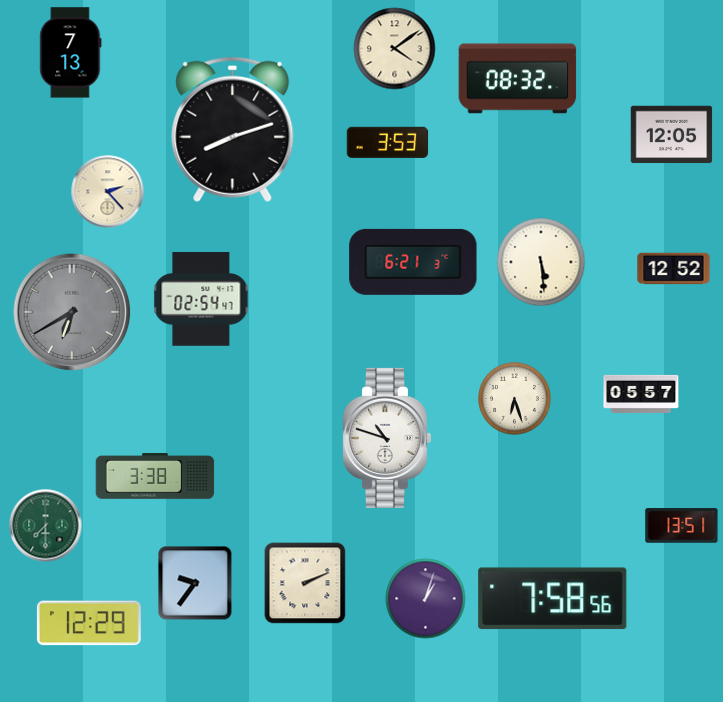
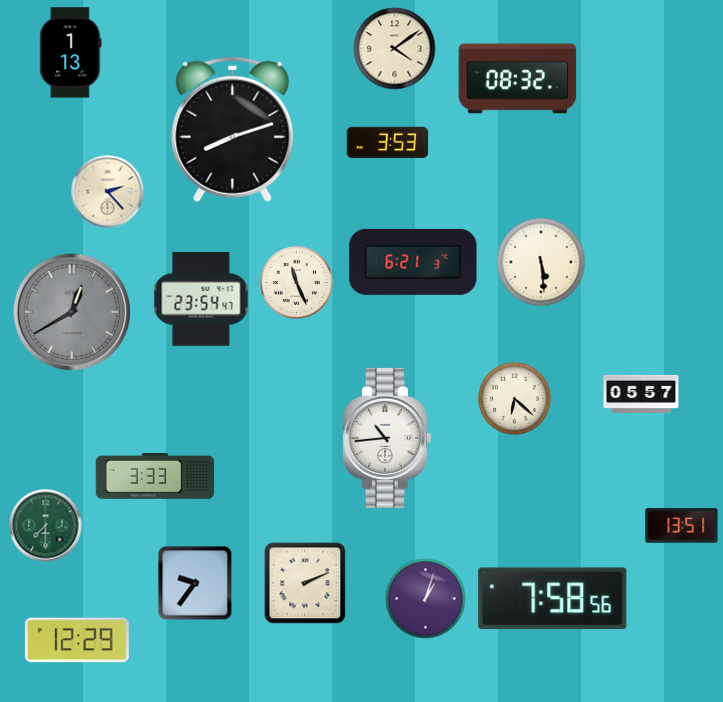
clock at (71, 53): 7:13 -> 1:13
clock at (672, 135): 12:05 -> none
clock at (674, 269): 12:52 -> none
clock at (297, 283): none -> 11:26
clock at (201, 299): 02:54 -> 23:54
clock at (72, 312): 6:40 -> 12:40
clock at (515, 399): 6:27 -> 6:22
clock at (386, 438): 10:48 -> 10:44
clock at (155, 477): 3:38 -> 3:33
clock at (89, 623) position: (89, 623) -> (77, 640)
